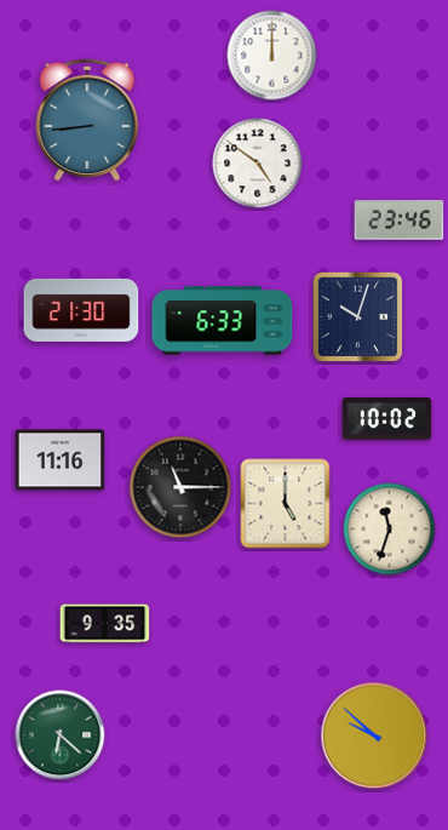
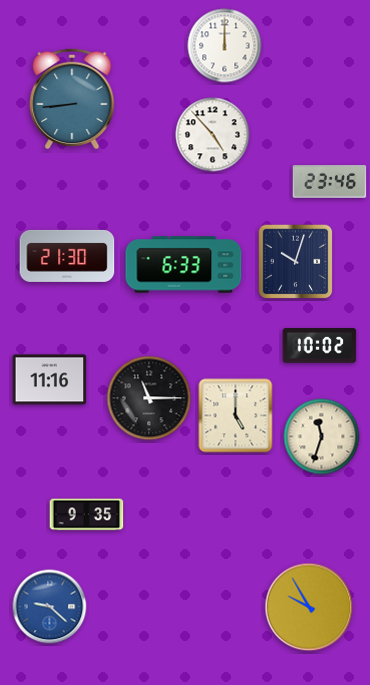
clock at (258, 164): 4:51 -> 4:53
clock at (180, 487) position: (180, 487) -> (149, 398)
clock at (61, 735): 6:22 -> 9:22
clock at (61, 735) dial: green -> blue
clock at (374, 735): 9:52 -> 9:55
